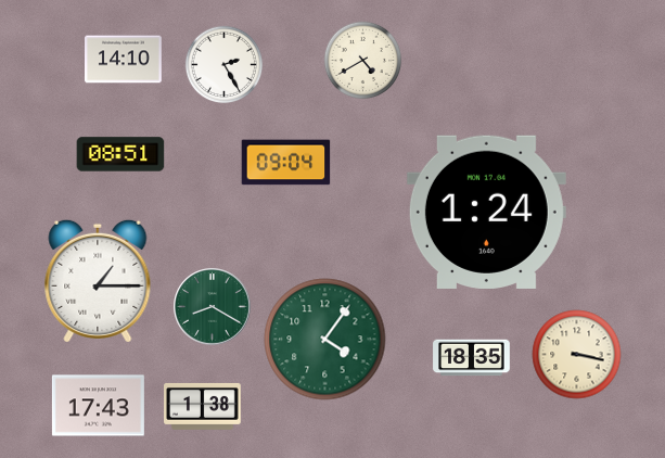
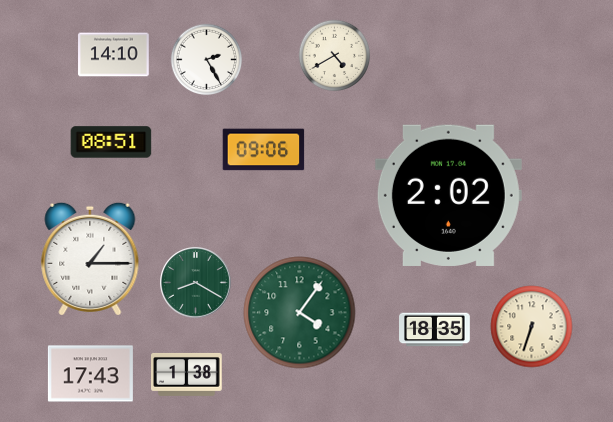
clock at (286, 163): 09:04 -> 09:06
clock at (486, 212): 1:24 -> 2:02
clock at (577, 355): 3:17 -> 6:33
